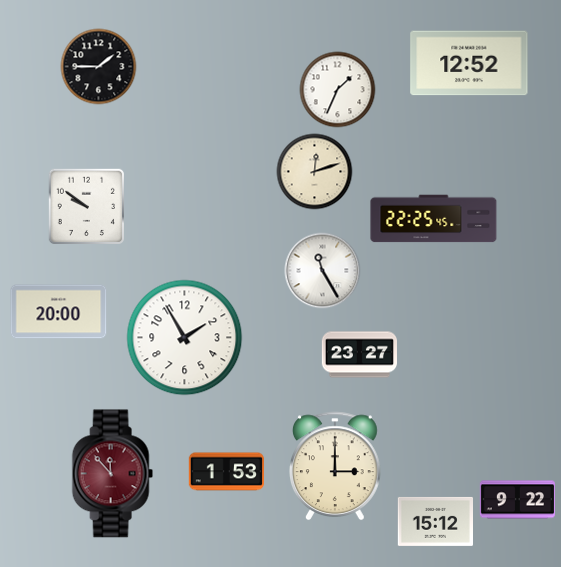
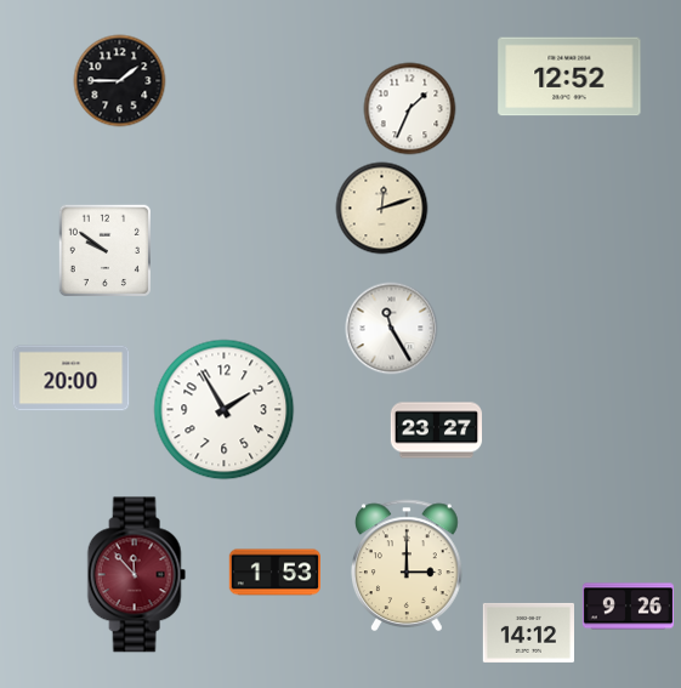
clock at (434, 219): 22:25 -> none
clock at (517, 500): 9:22 -> 9:26
clock at (435, 521): 15:12 -> 14:12
